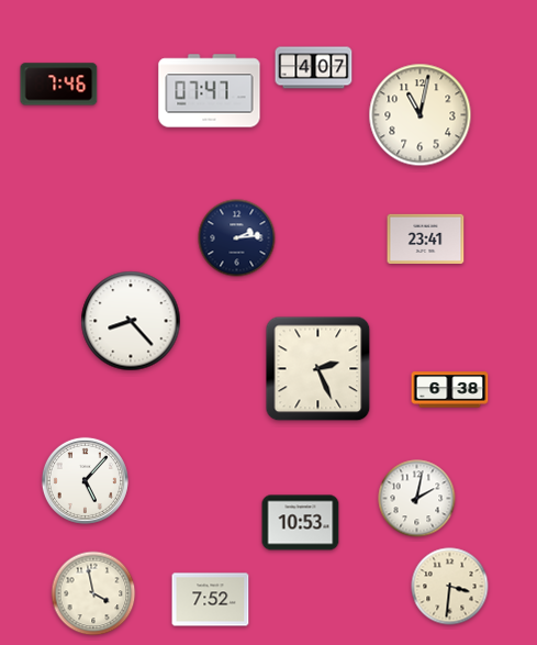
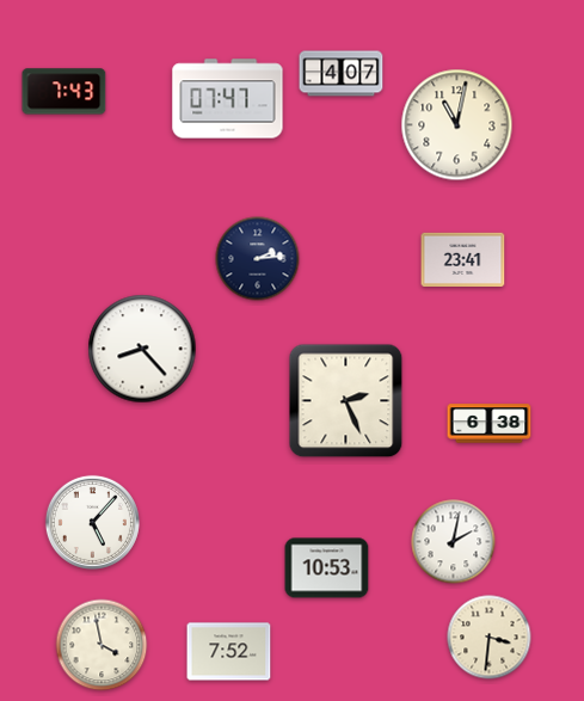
clock at (59, 85): 7:46 -> 7:43
